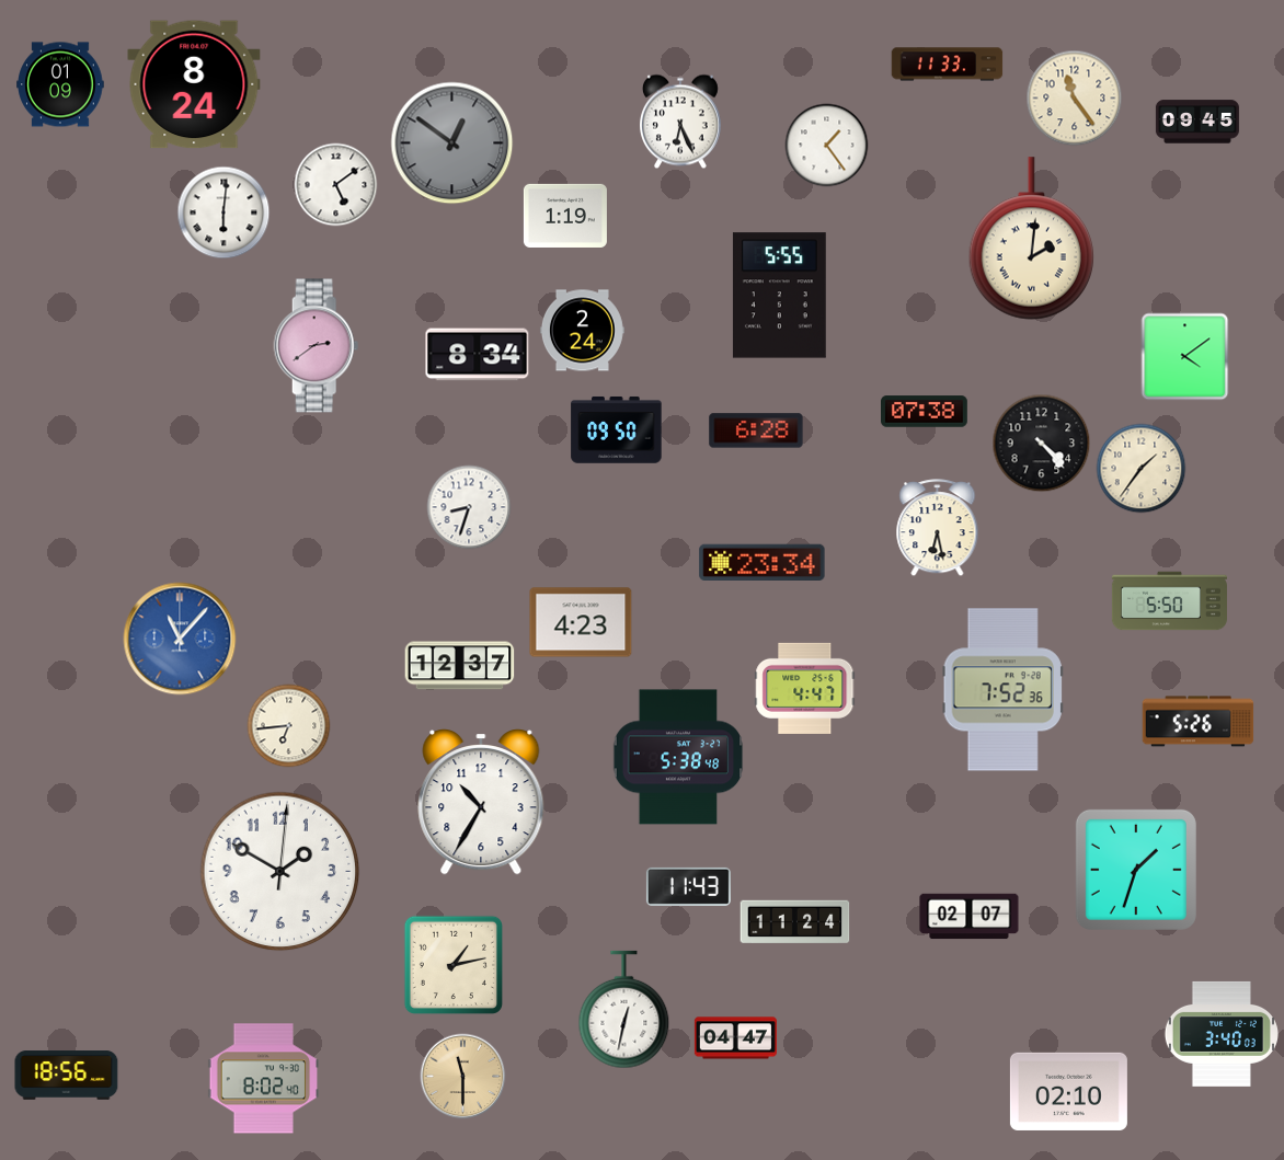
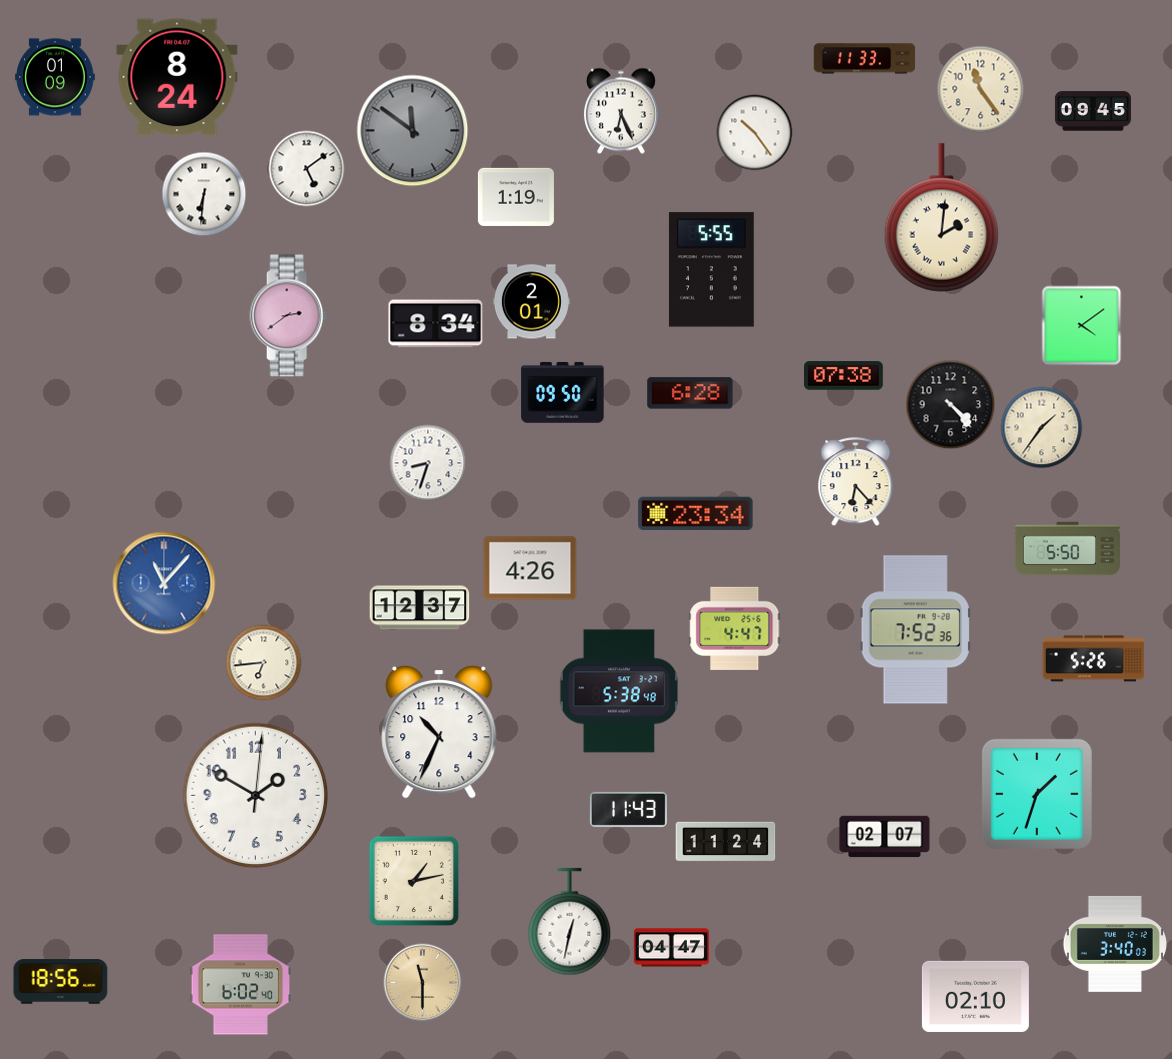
clock at (452, 143): 12:51 -> 11:51
clock at (827, 146): 1:24 -> 10:24
clock at (223, 213): 6:01 -> 6:31
clock at (582, 331): 2:24 -> 2:01
clock at (938, 528): 6:28 -> 6:23
clock at (581, 622): 4:23 -> 4:26
clock at (481, 803): 10:35 -> 10:34
clock at (264, 1079): 8:02 -> 6:02
